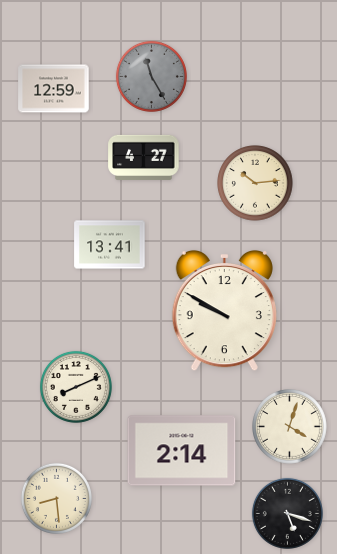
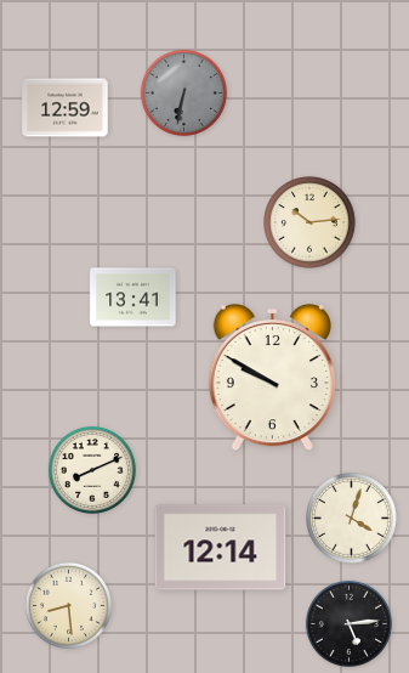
clock at (151, 76): 11:25 -> 6:32
clock at (144, 157): 4:27 -> none
clock at (182, 451): 2:14 -> 12:14
clock at (287, 513): 5:18 -> 5:14
